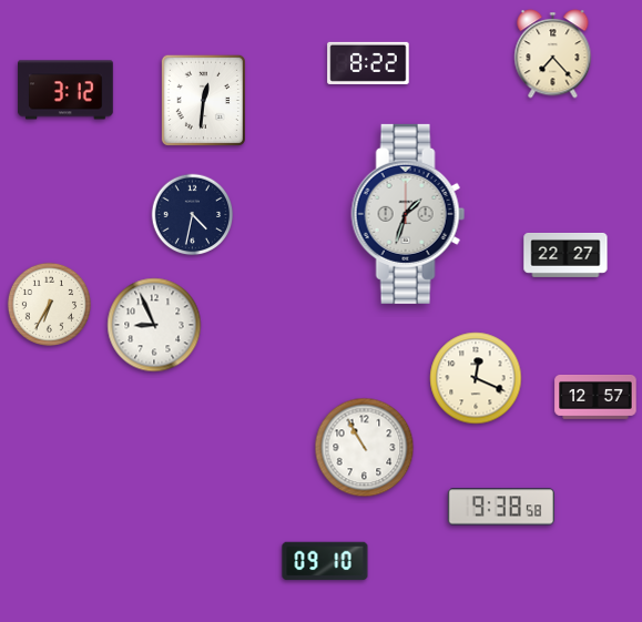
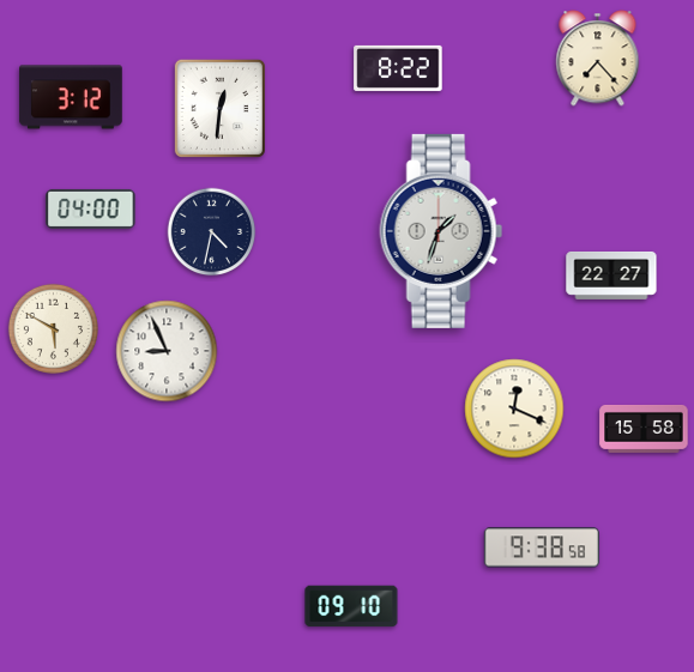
clock at (91, 208): none -> 04:00
clock at (193, 215) position: (193, 215) -> (212, 232)
clock at (49, 304): 6:35 -> 5:50
clock at (595, 397): 12:57 -> 15:58
clock at (365, 448): 10:55 -> none
